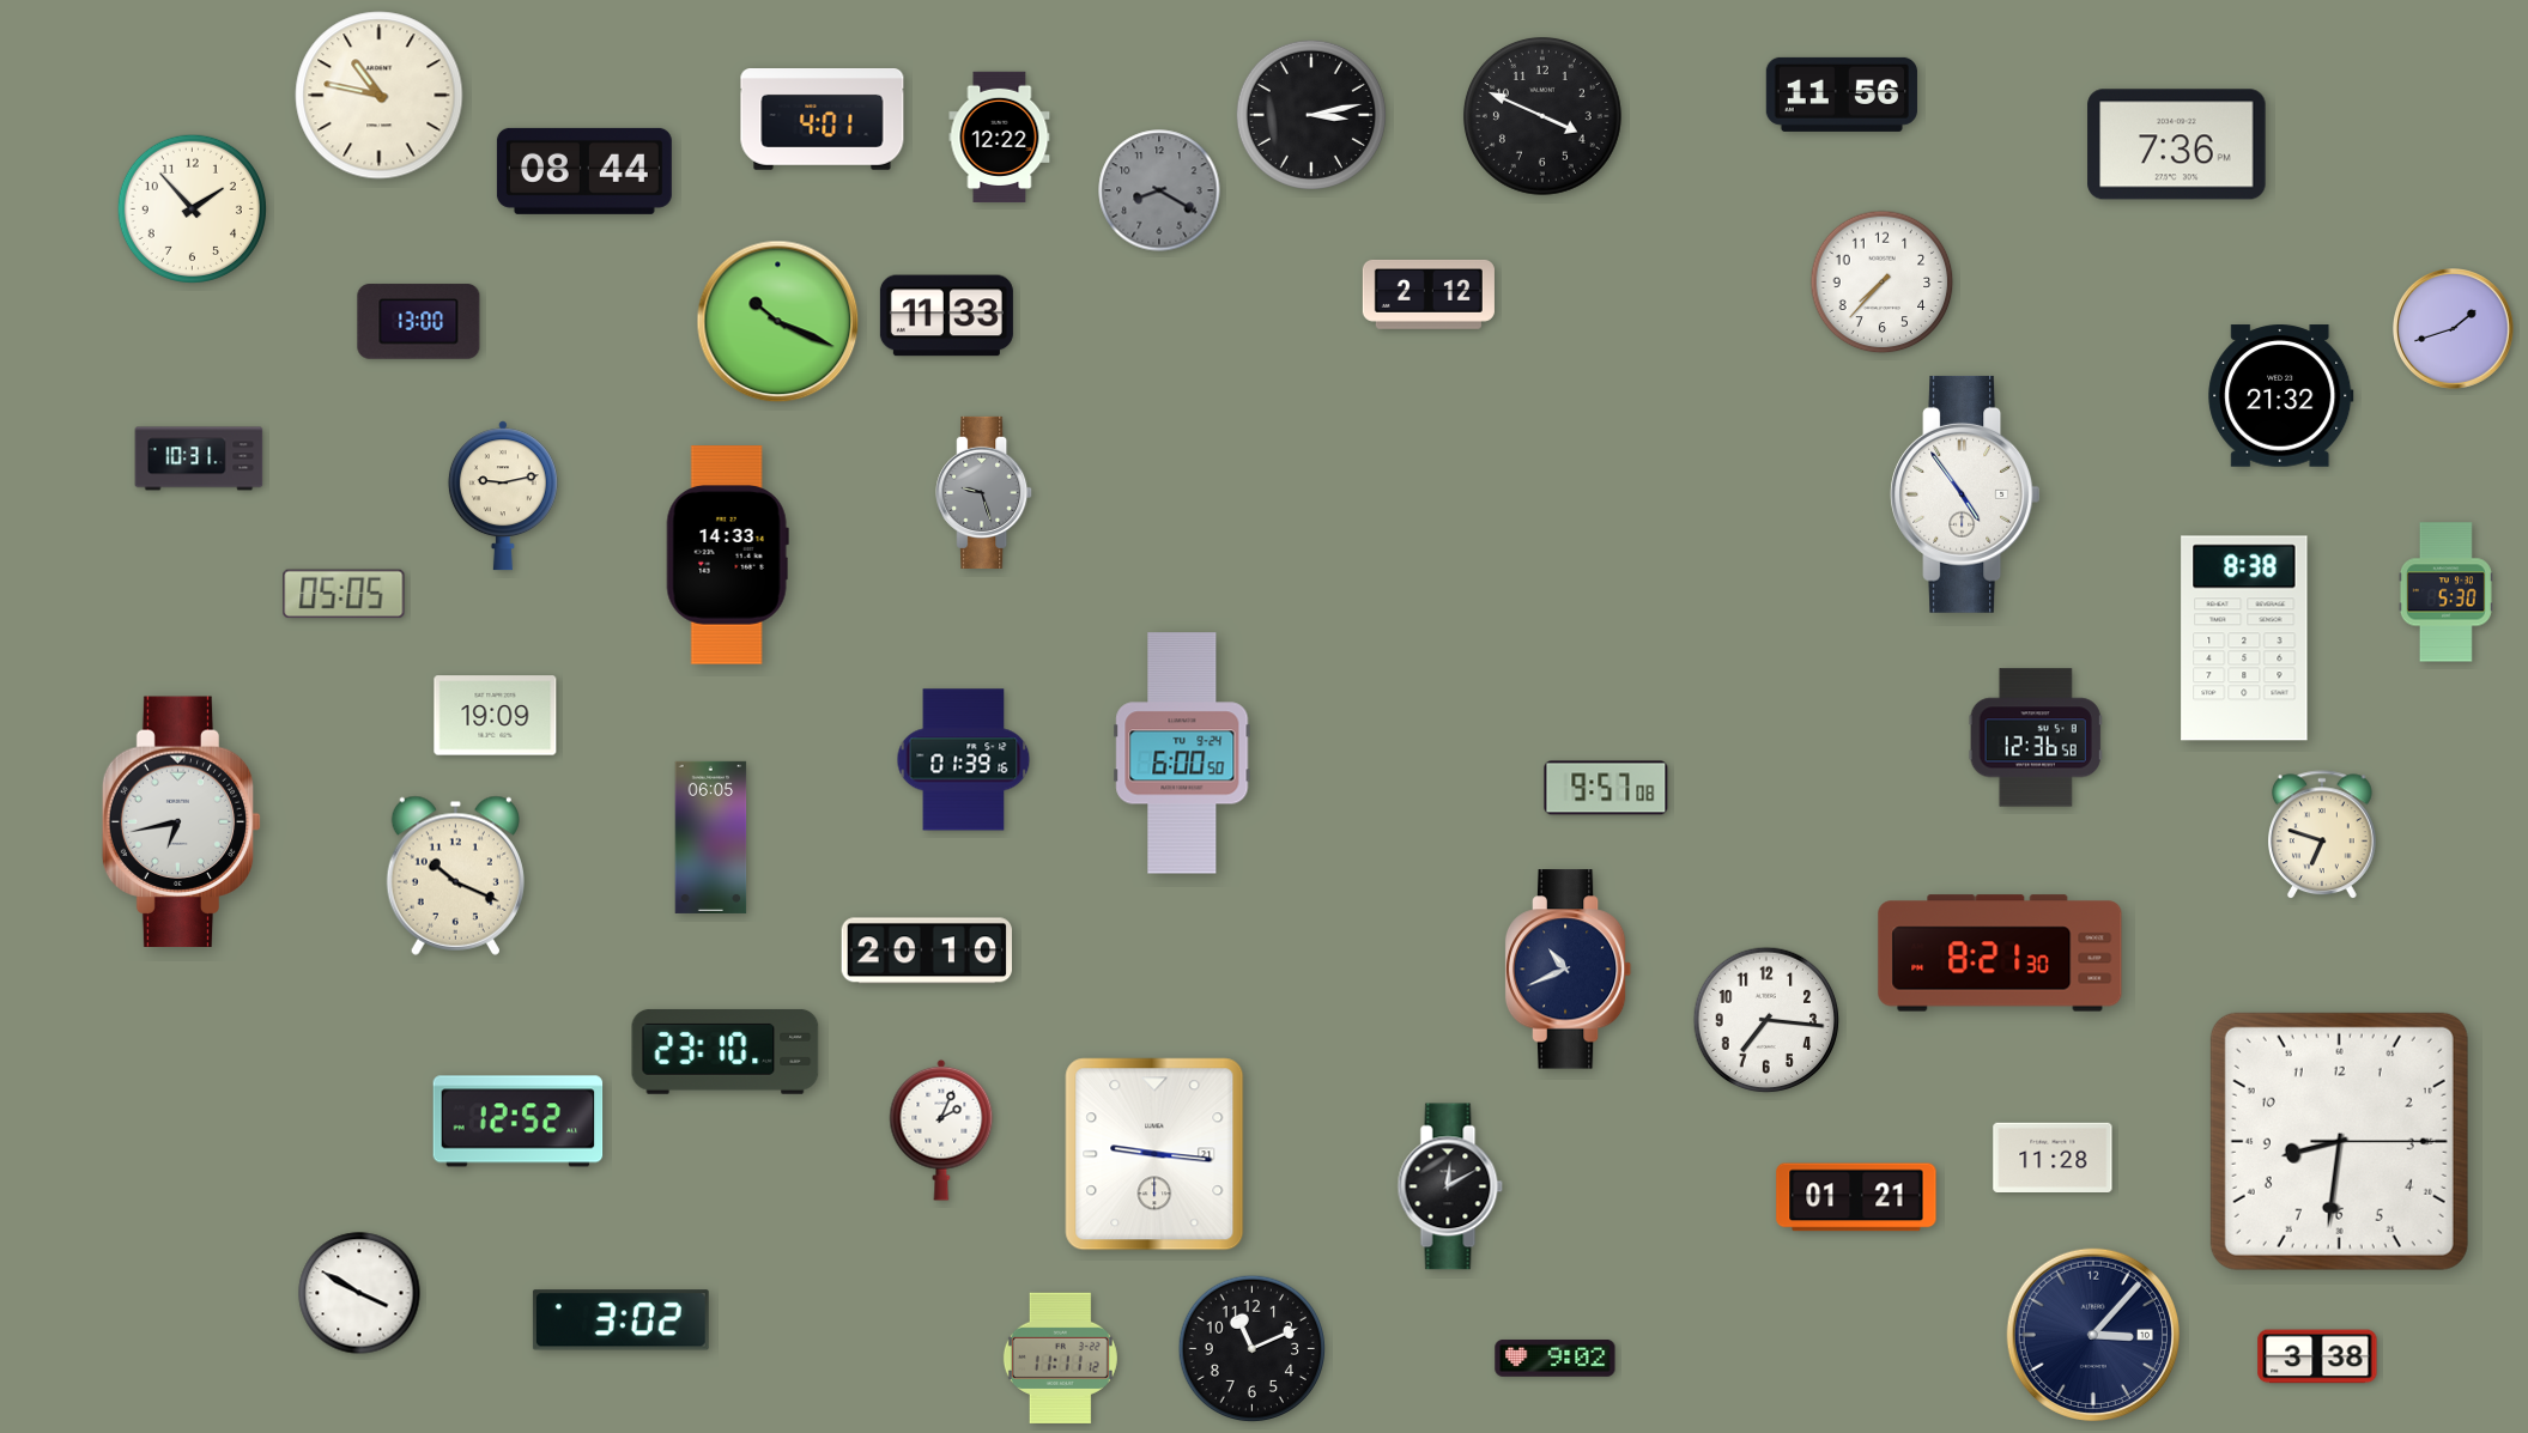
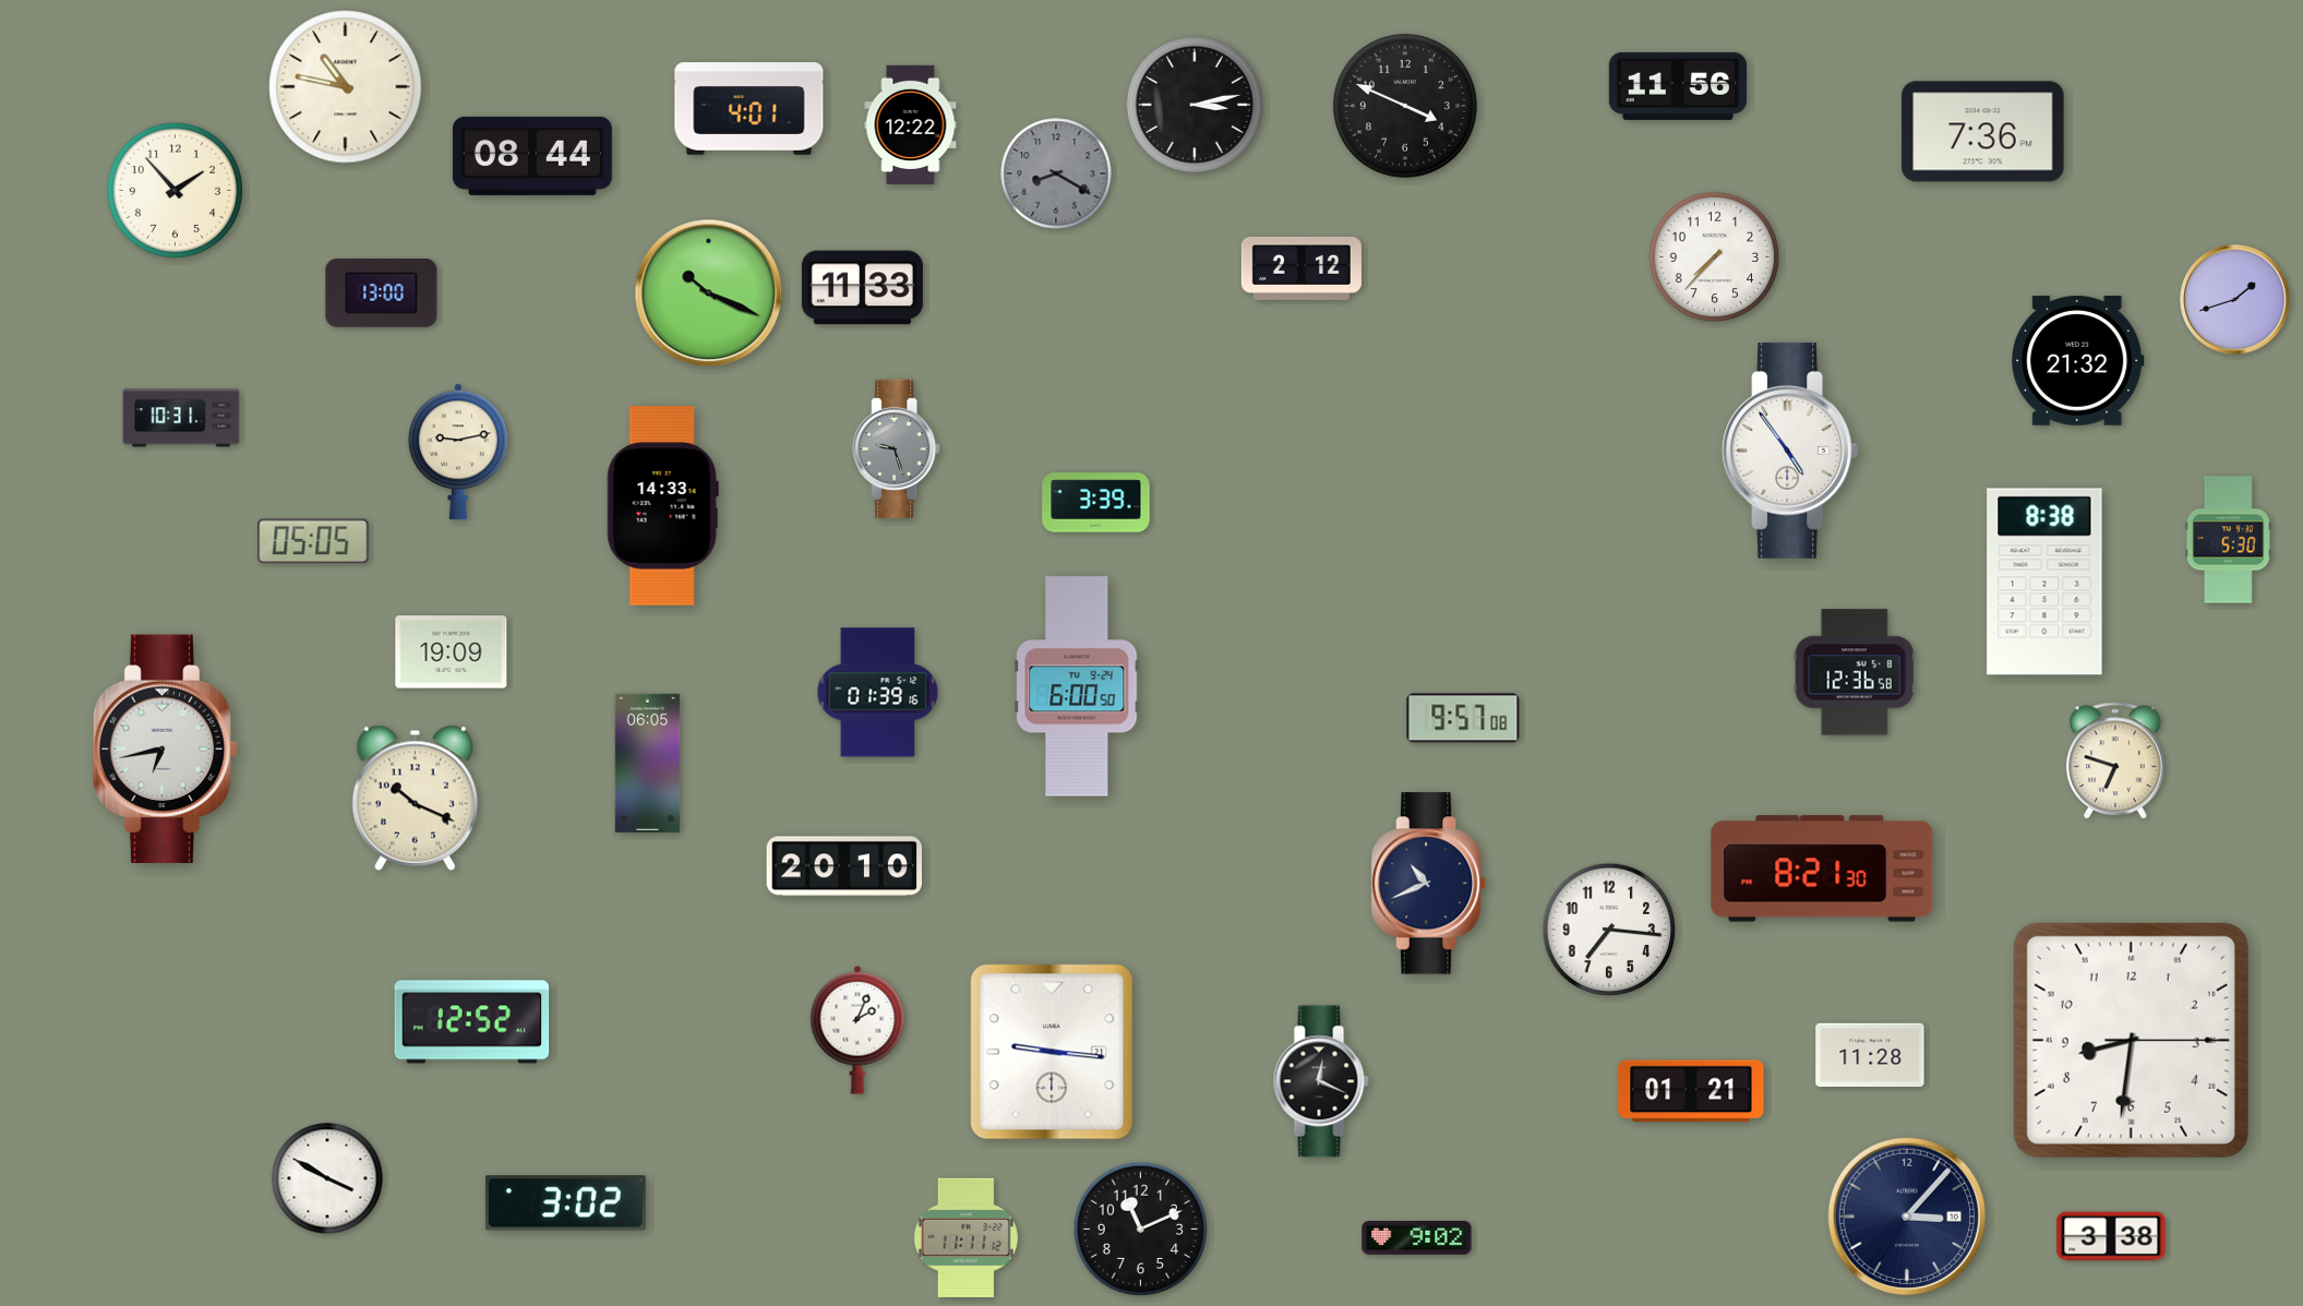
clock at (1096, 503): none -> 3:39
clock at (726, 1051): 23:10 -> none
clock at (1450, 1186): 12:10 -> 12:19
